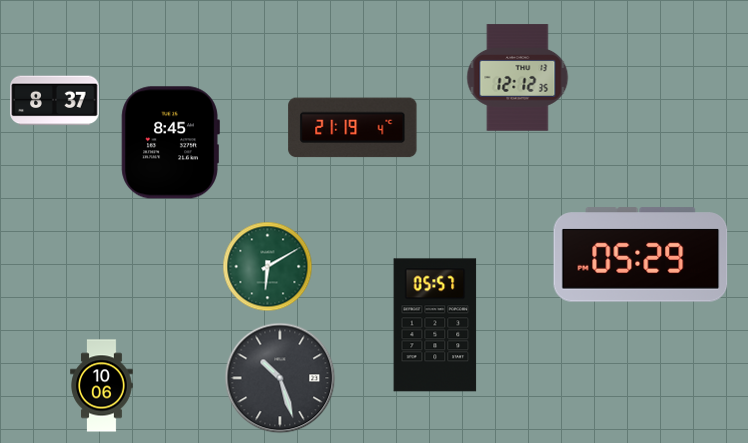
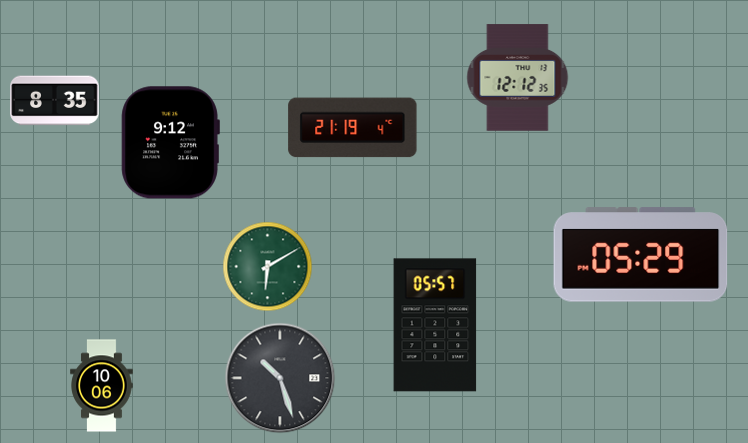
clock at (55, 101): 8:37 -> 8:35
clock at (170, 143): 8:45 -> 9:12
